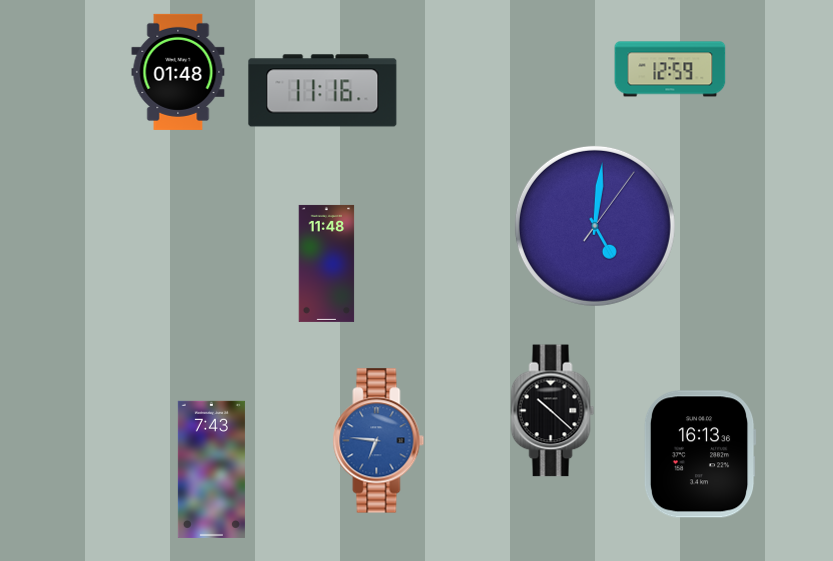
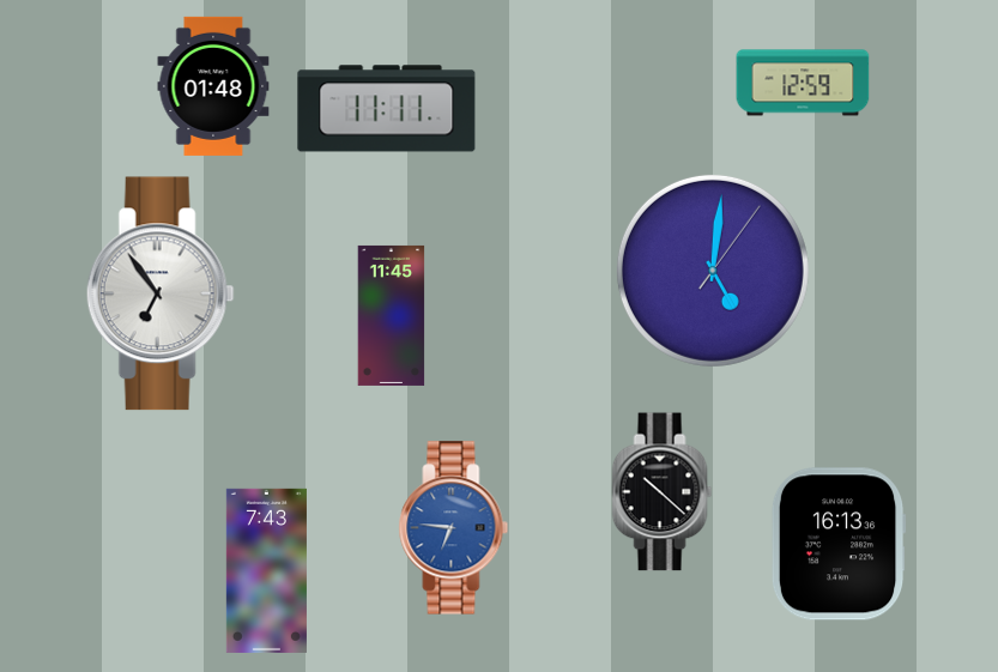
clock at (323, 91): 11:16 -> 11:11
clock at (161, 293): none -> 6:54
clock at (327, 263): 11:48 -> 11:45
clock at (211, 469) position: (211, 469) -> (266, 570)
